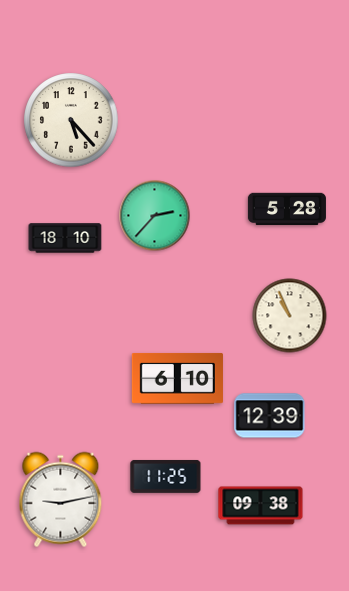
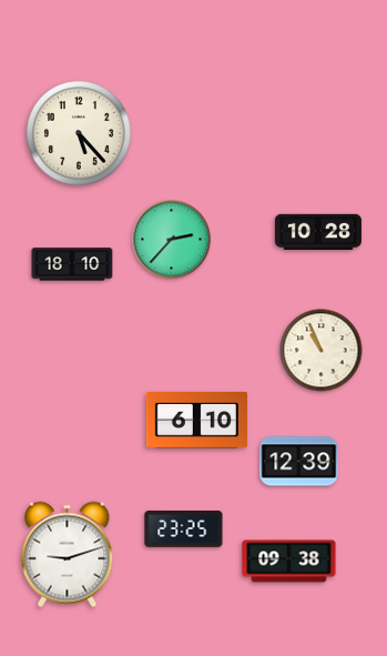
clock at (287, 209): 5:28 -> 10:28
clock at (166, 477): 11:25 -> 23:25
clock at (61, 500): 9:13 -> 9:12
